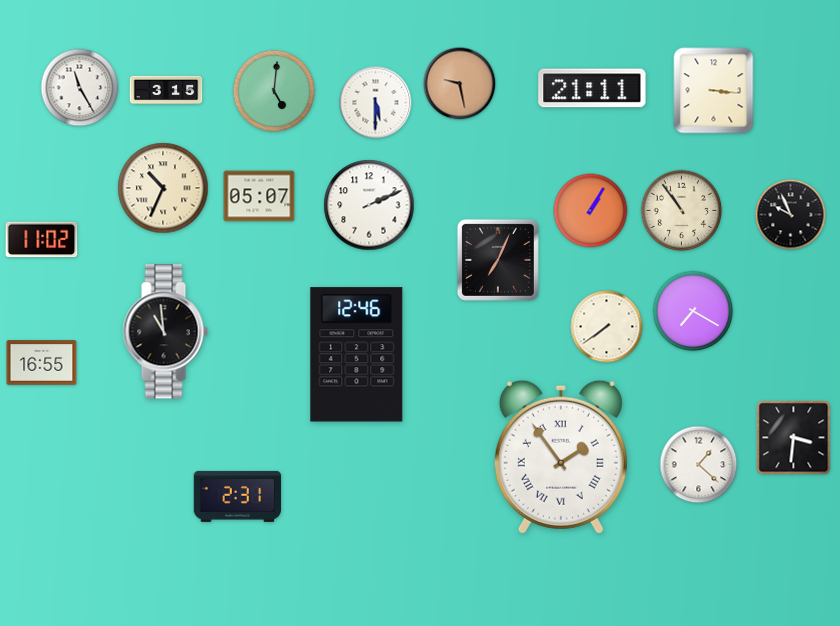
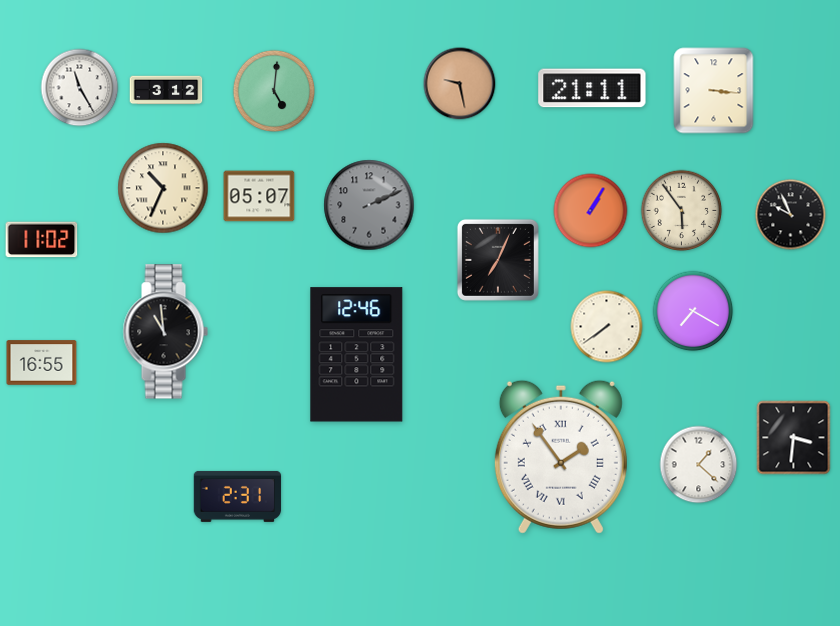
clock at (166, 90): 3:15 -> 3:12
clock at (376, 103): 5:30 -> none
clock at (369, 205) dial: white -> grey
clock at (682, 211): 10:54 -> 5:54
